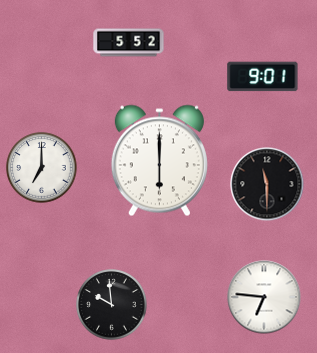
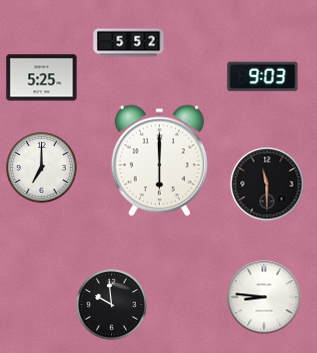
clock at (263, 77): 9:01 -> 9:03
clock at (42, 78): none -> 5:25
clock at (264, 297): 6:46 -> 8:46
